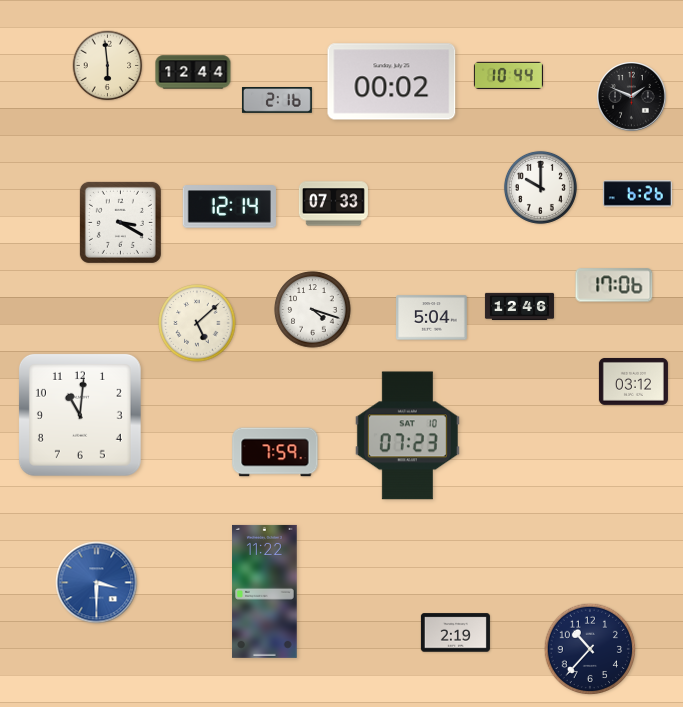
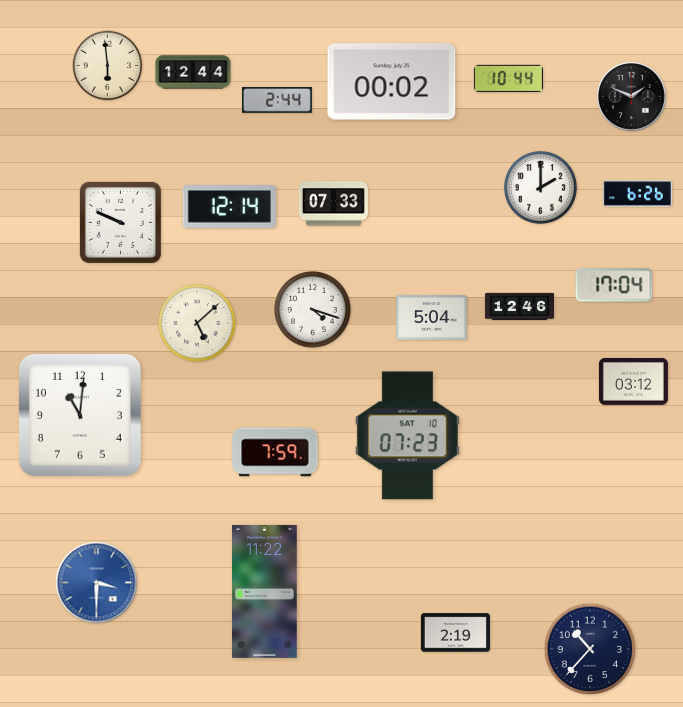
clock at (508, 75) position: (508, 75) -> (508, 78)
clock at (277, 101): 2:16 -> 2:44
clock at (540, 187): 10:00 -> 2:00
clock at (120, 222): 3:20 -> 9:49
clock at (614, 285): 17:06 -> 17:04
